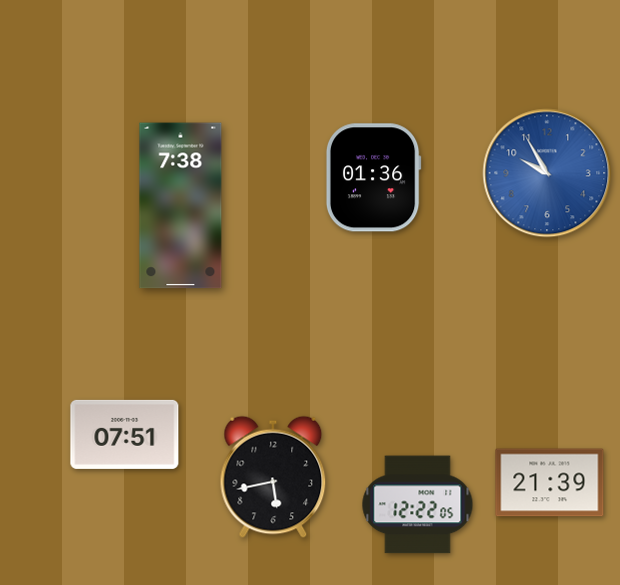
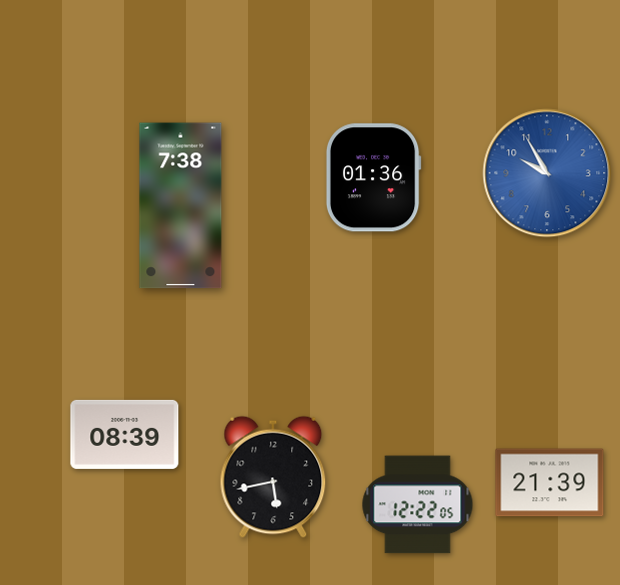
clock at (125, 434): 07:51 -> 08:39
